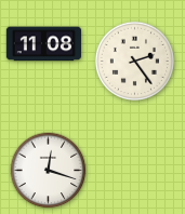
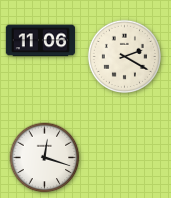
clock at (43, 44): 11:08 -> 11:06
clock at (134, 61): 2:24 -> 2:20
